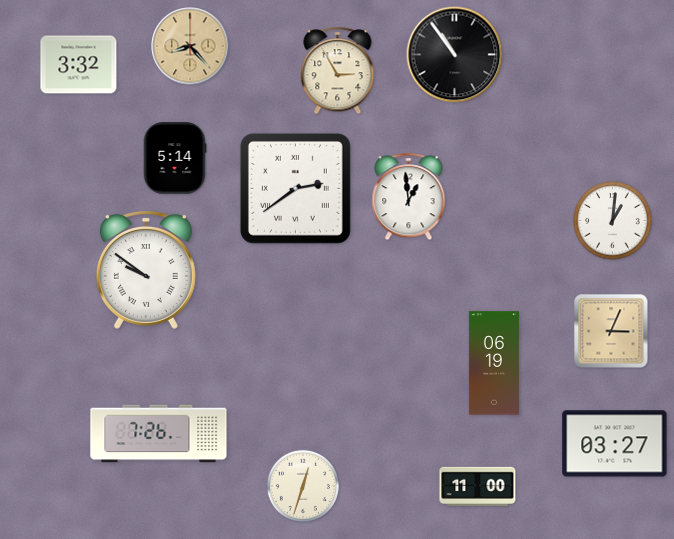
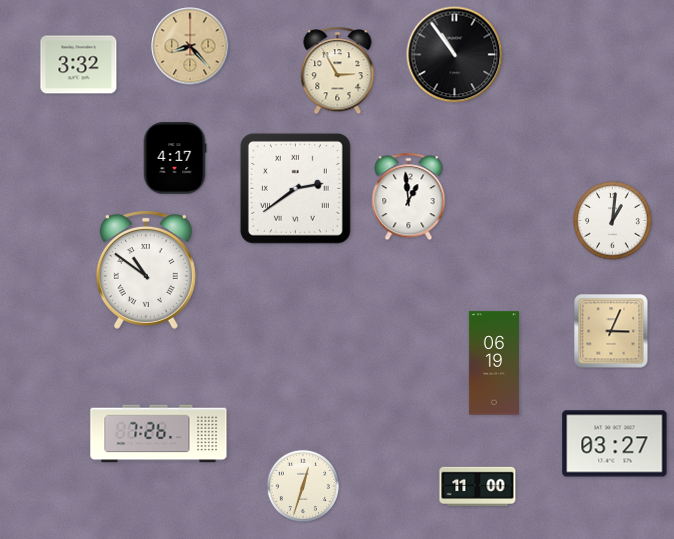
clock at (175, 158): 5:14 -> 4:17
clock at (146, 270): 9:51 -> 10:51
